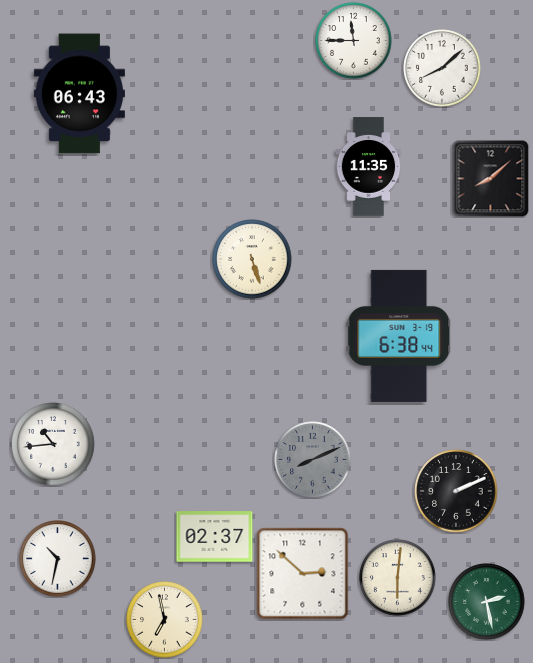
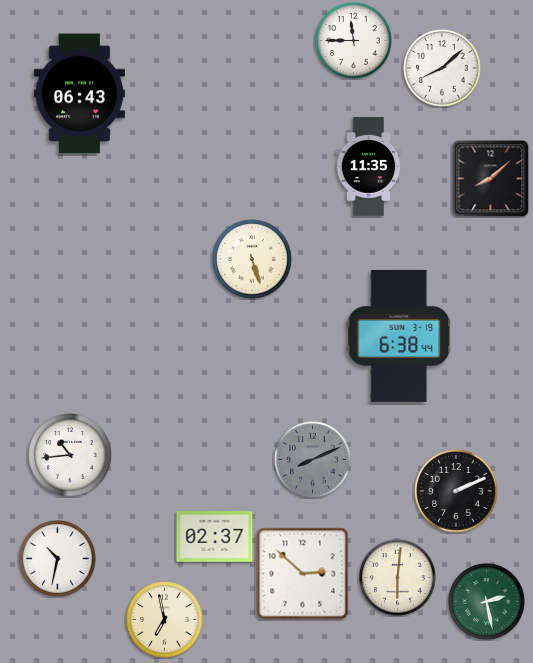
clock at (53, 444) position: (53, 444) -> (70, 455)
